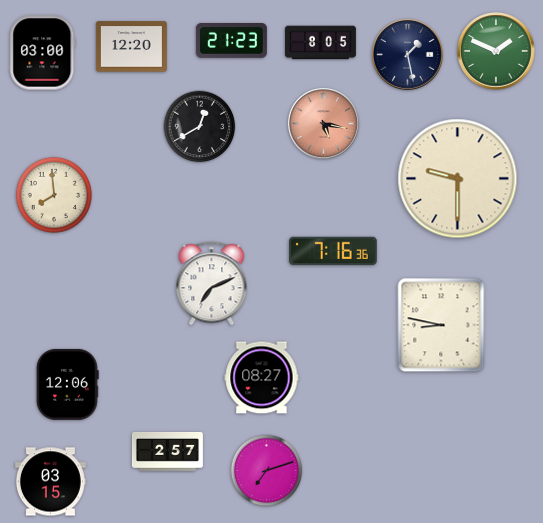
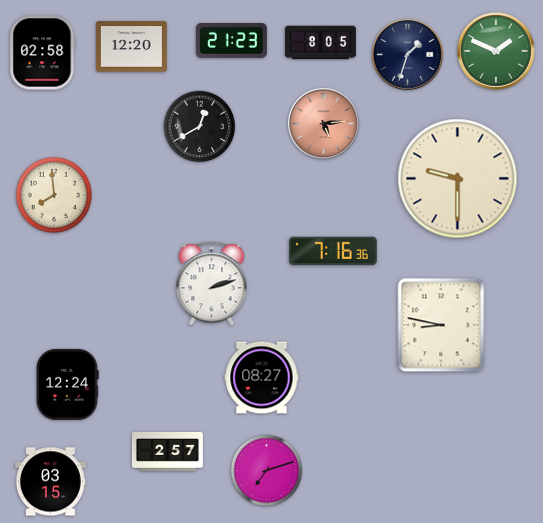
clock at (43, 53): 03:00 -> 02:58
clock at (407, 54): 1:28 -> 1:33
clock at (323, 123): 5:17 -> 5:14
clock at (212, 284): 7:11 -> 2:12
clock at (68, 384): 12:06 -> 12:24
